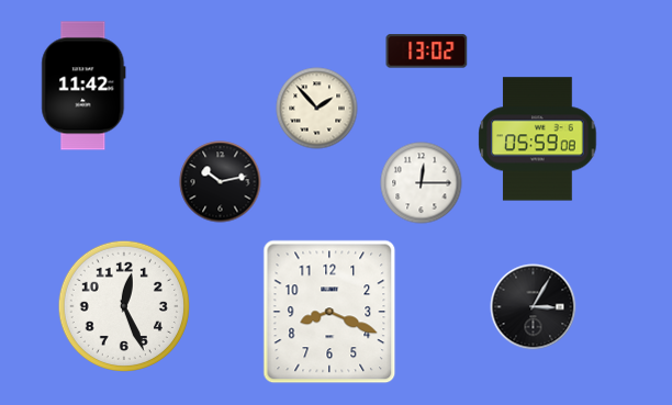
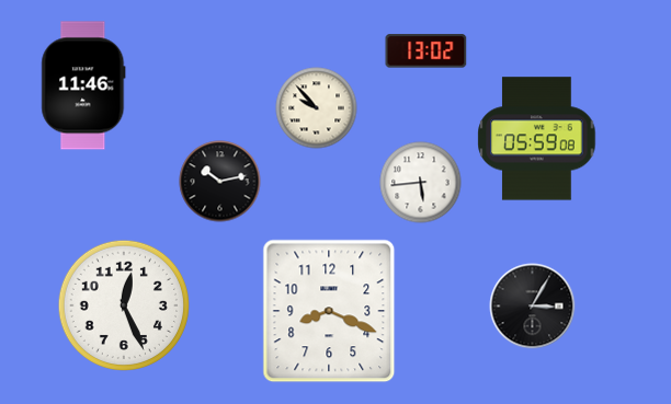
clock at (83, 86): 11:42 -> 11:46
clock at (317, 109): 1:53 -> 9:53
clock at (422, 183): 12:15 -> 5:44
